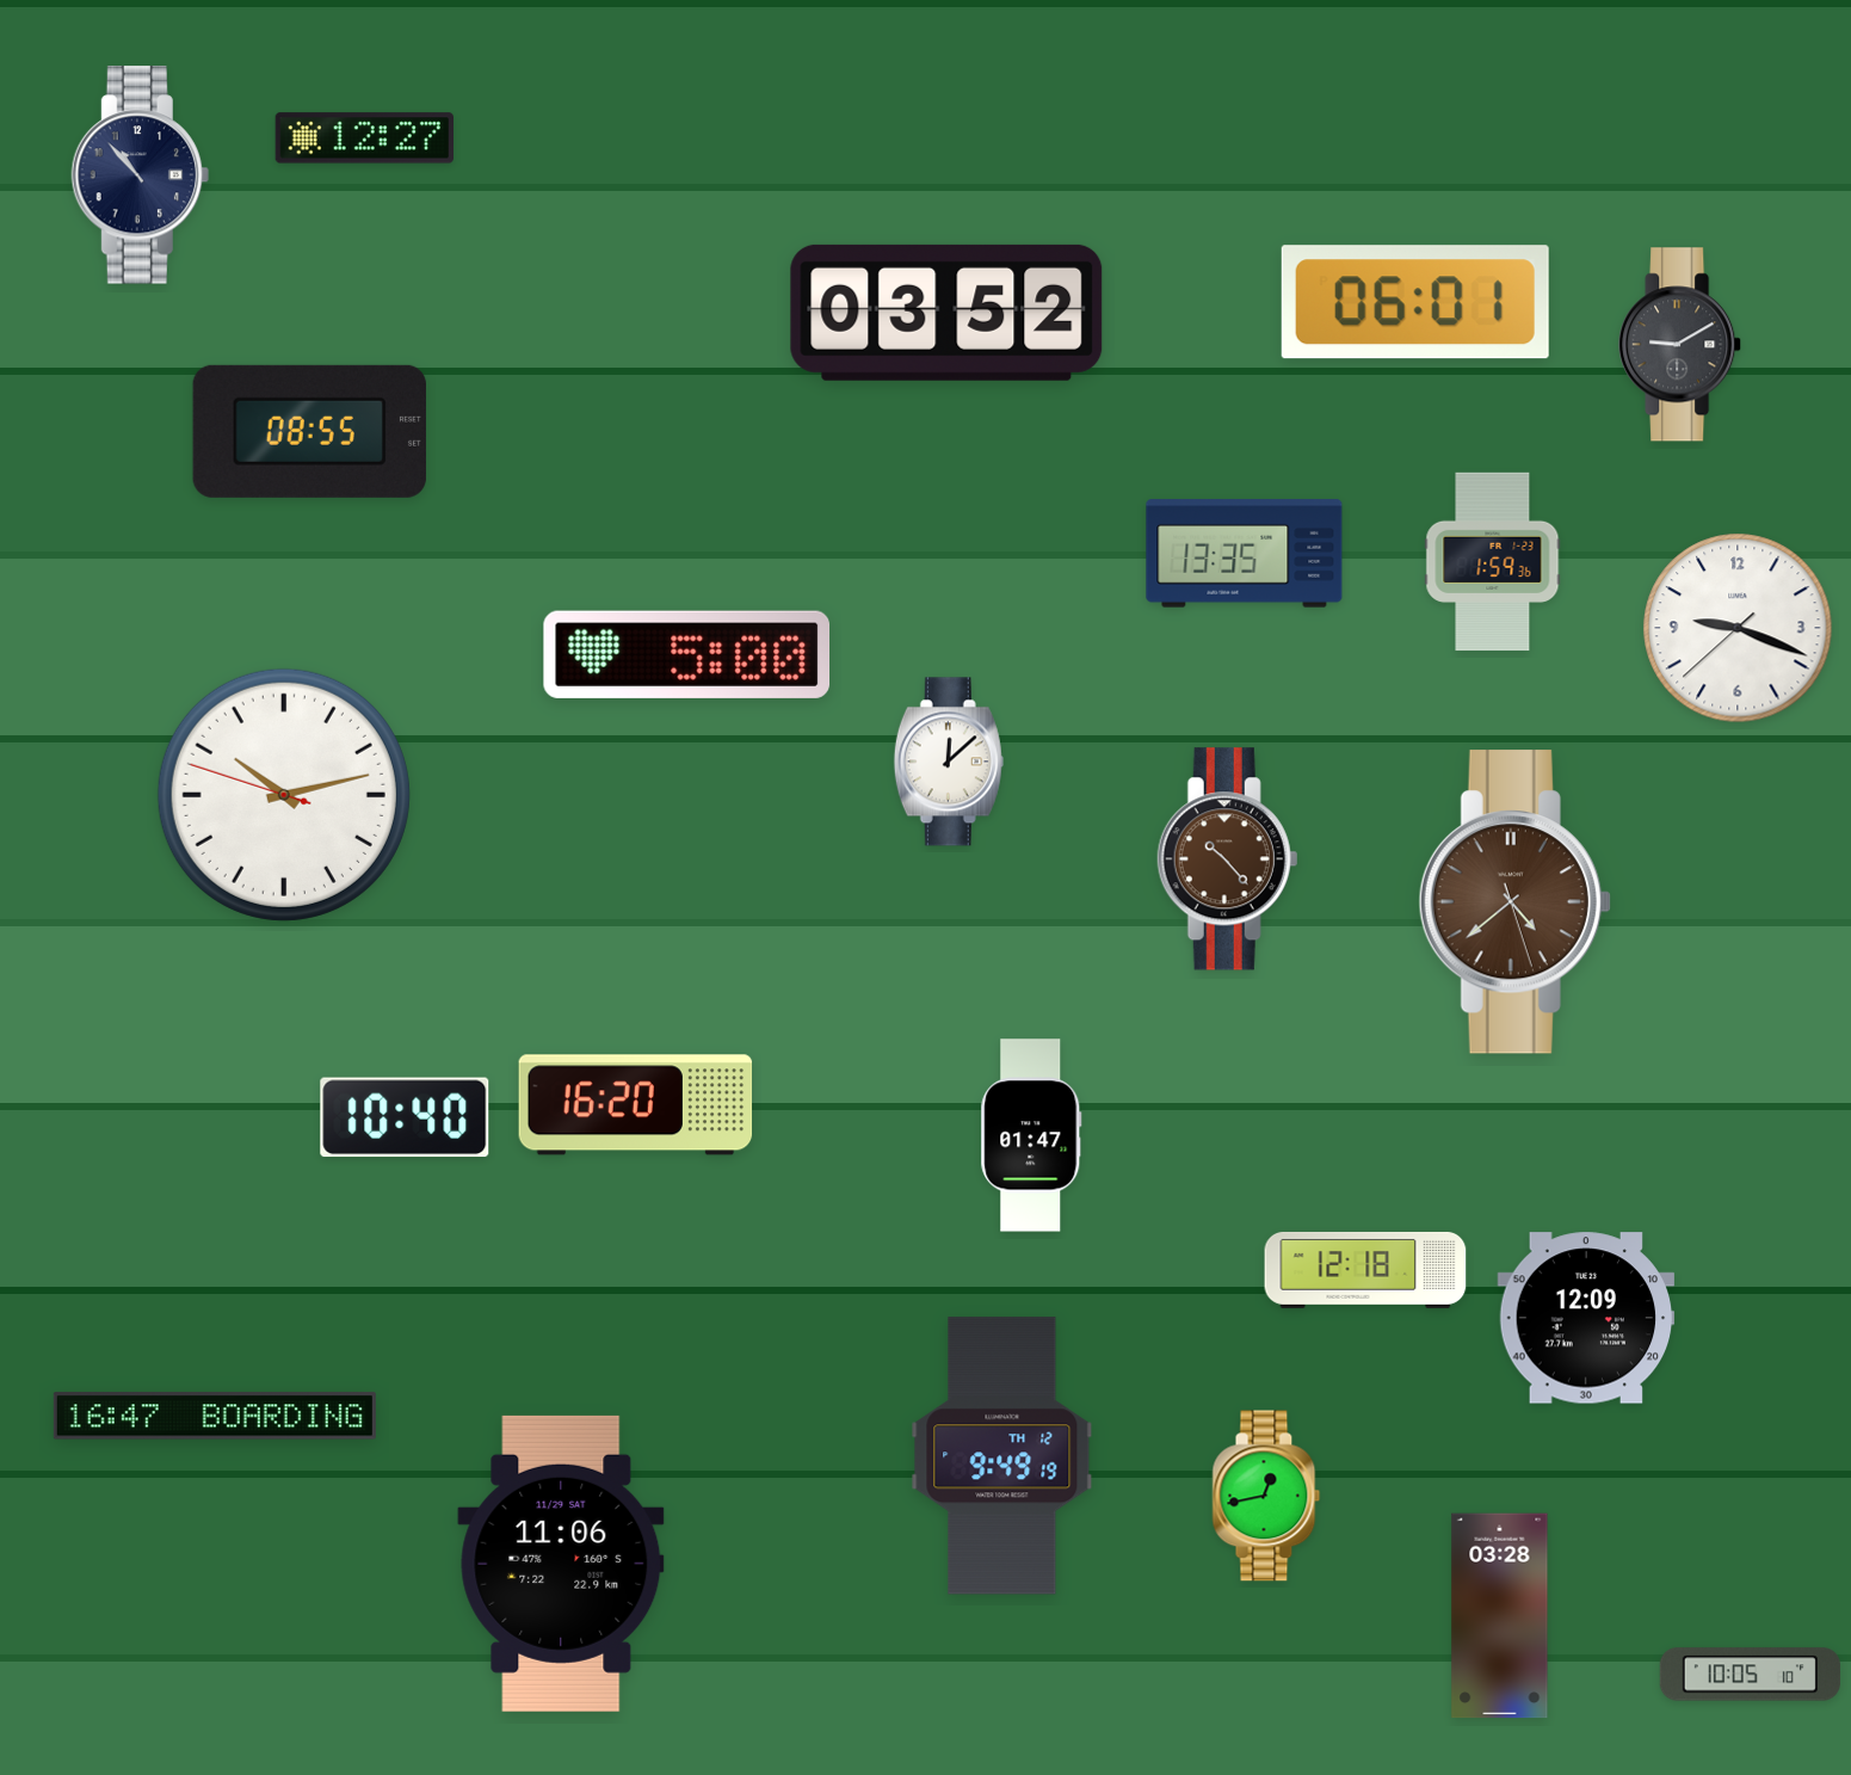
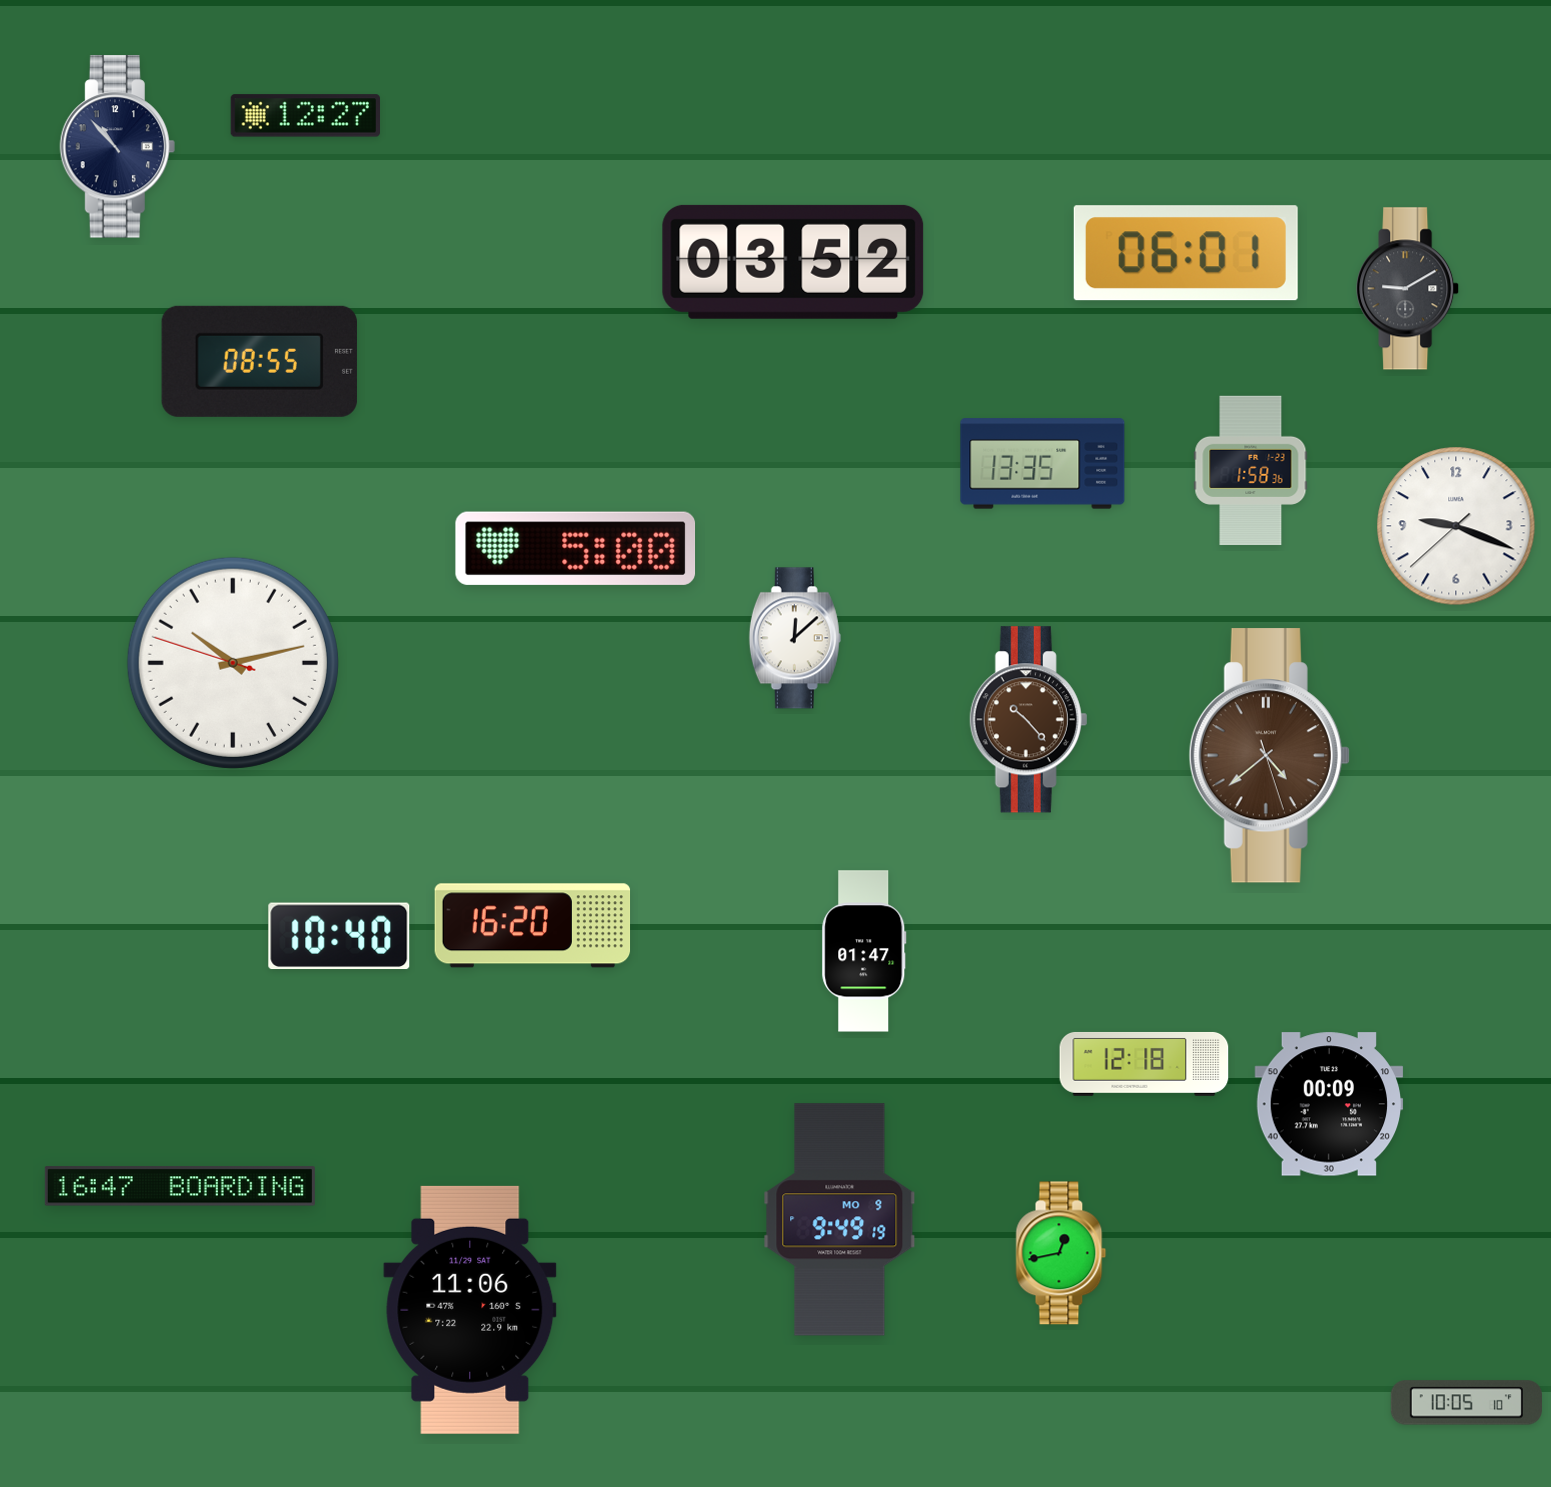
clock at (1493, 562): 1:59 -> 1:58
clock at (284, 795) position: (284, 795) -> (233, 663)
clock at (1586, 1318): 12:09 -> 00:09
clock at (1002, 1456) date: TH 12 -> MO 9
clock at (1500, 1616): 03:28 -> none
